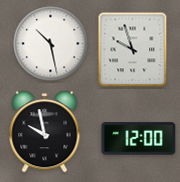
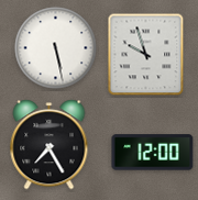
clock at (51, 44): 10:28 -> 5:28
clock at (45, 132): 9:58 -> 7:25
